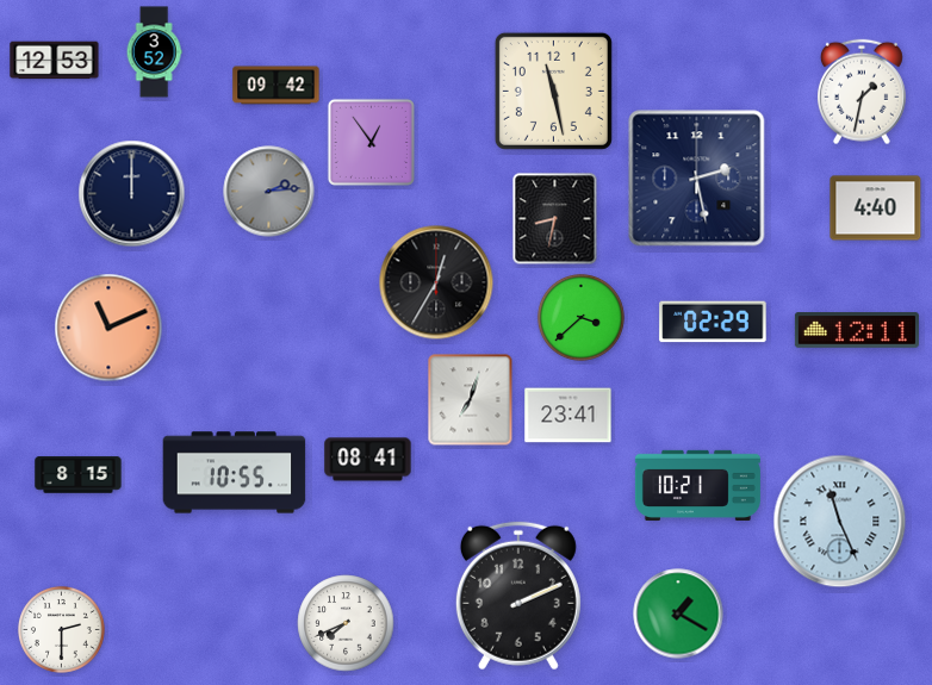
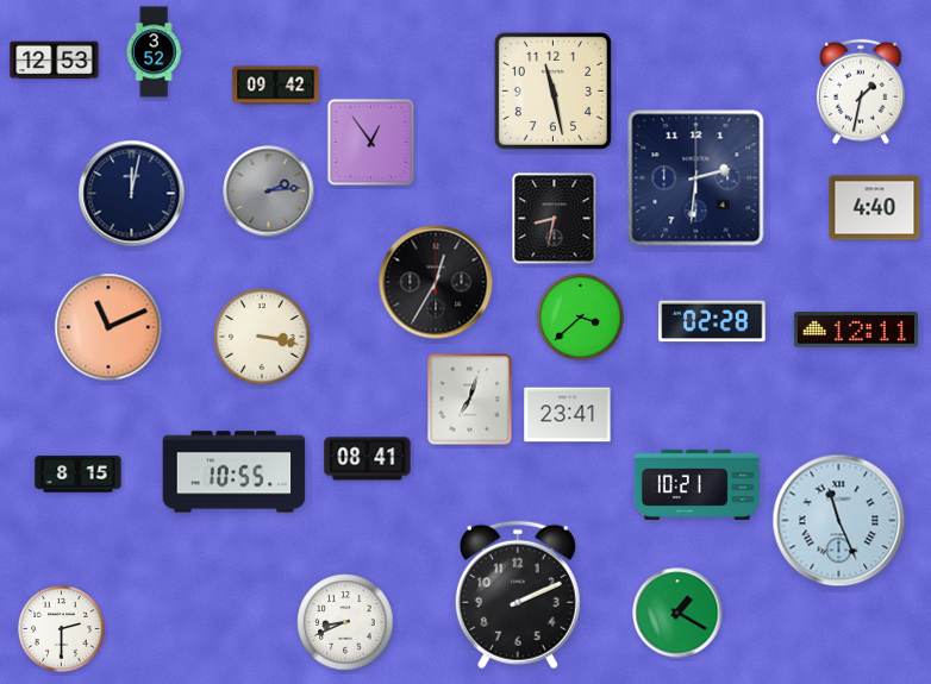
clock at (697, 179): 2:28 -> 2:31
clock at (132, 194): 12:00 -> 12:02
clock at (713, 322): 02:29 -> 02:28
clock at (262, 337): none -> 3:17
clock at (346, 623): 7:41 -> 8:41
